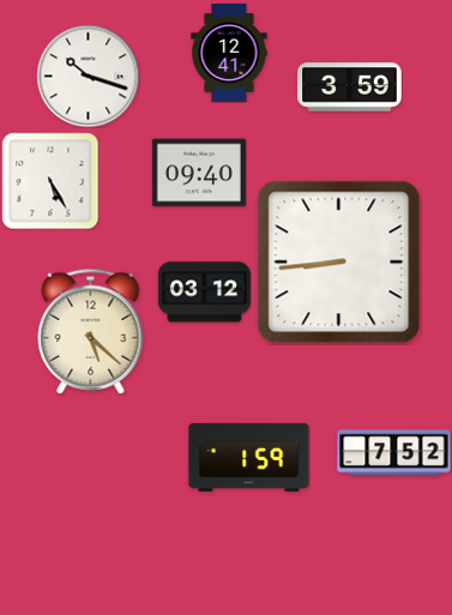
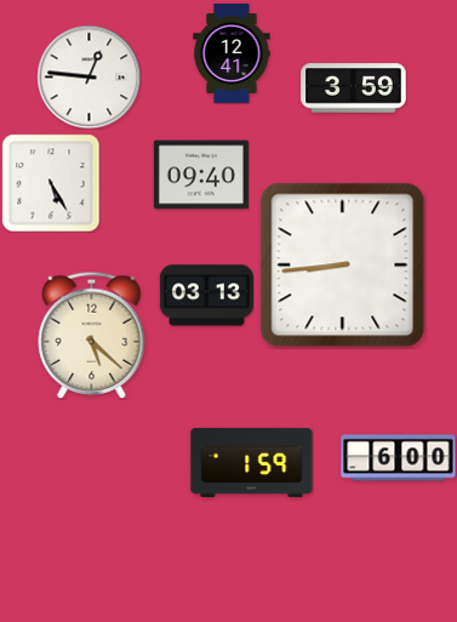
clock at (88, 76): 10:18 -> 12:46
clock at (204, 293): 03:12 -> 03:13
clock at (394, 453): 7:52 -> 6:00
